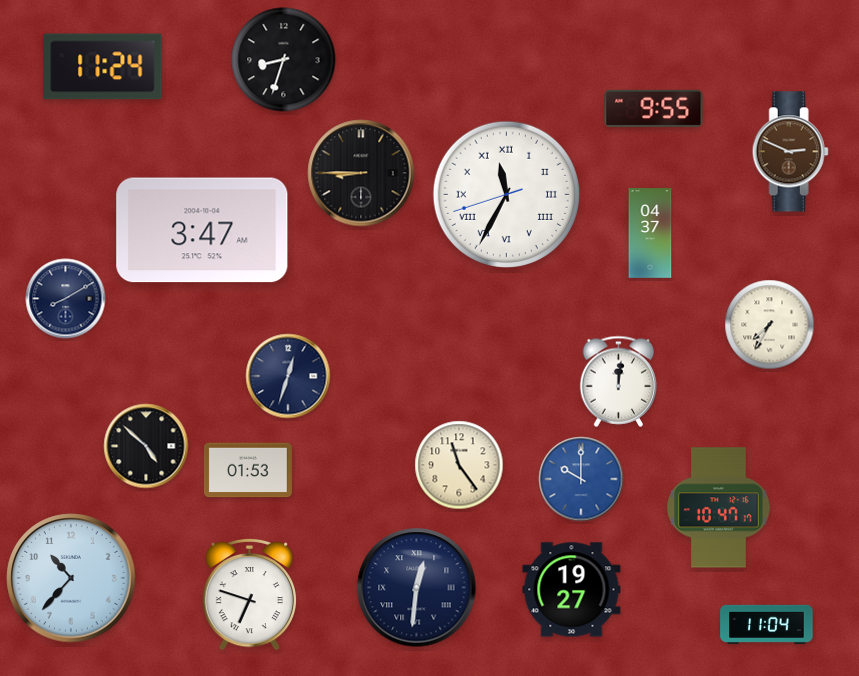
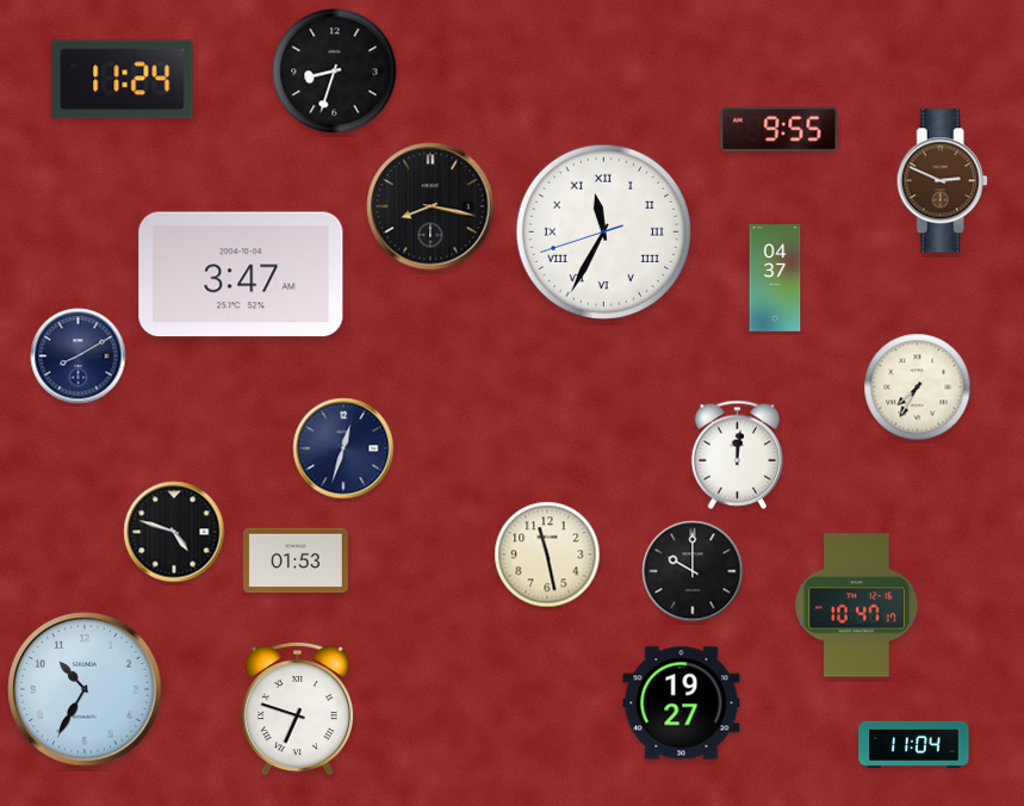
clock at (284, 60) position: (284, 60) -> (335, 72)
clock at (361, 173): 8:45 -> 8:17
clock at (146, 446): 4:52 -> 4:48
clock at (459, 465): 11:24 -> 11:28
clock at (581, 479) dial: blue -> black
clock at (71, 578): 10:37 -> 10:35
clock at (417, 588): 12:31 -> none
